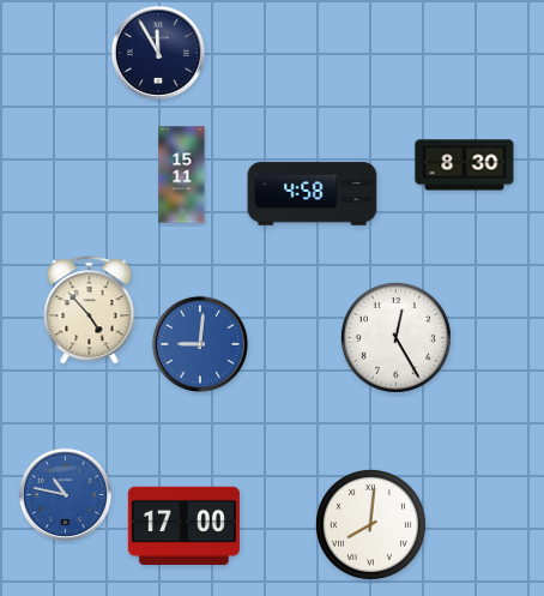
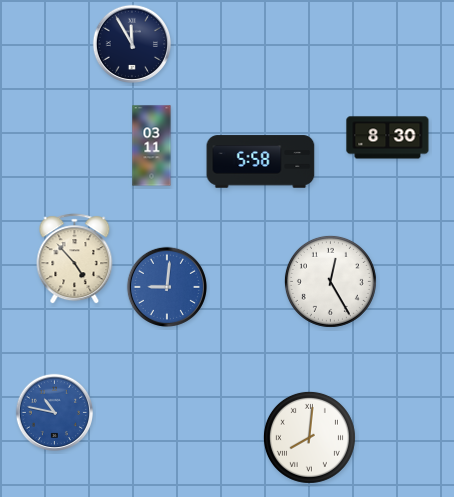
clock at (182, 175): 15:11 -> 03:11
clock at (313, 194): 4:58 -> 5:58
clock at (183, 526): 17:00 -> none
